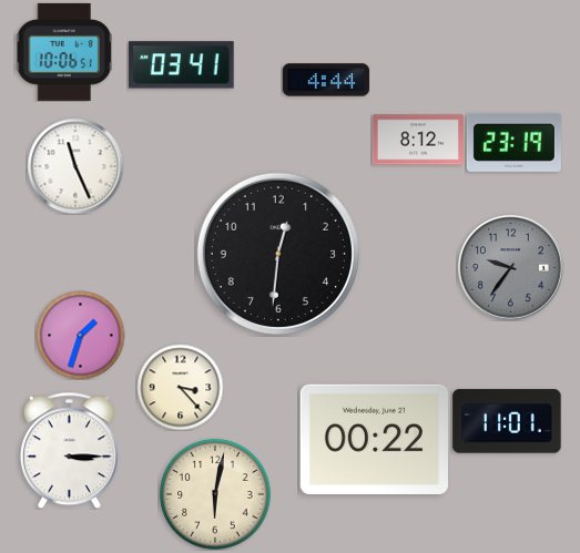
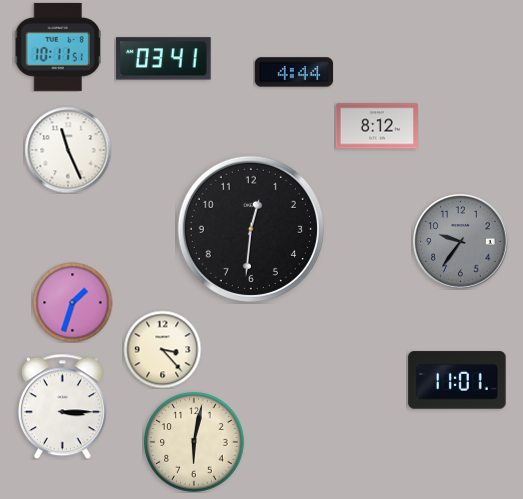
clock at (64, 52): 10:06 -> 10:11
clock at (513, 142): 23:19 -> none
clock at (374, 439): 00:22 -> none
clock at (215, 494) position: (215, 494) -> (194, 442)
